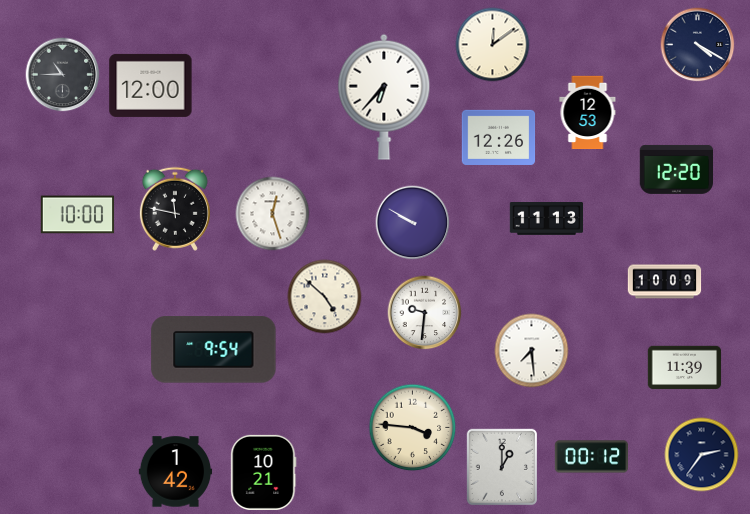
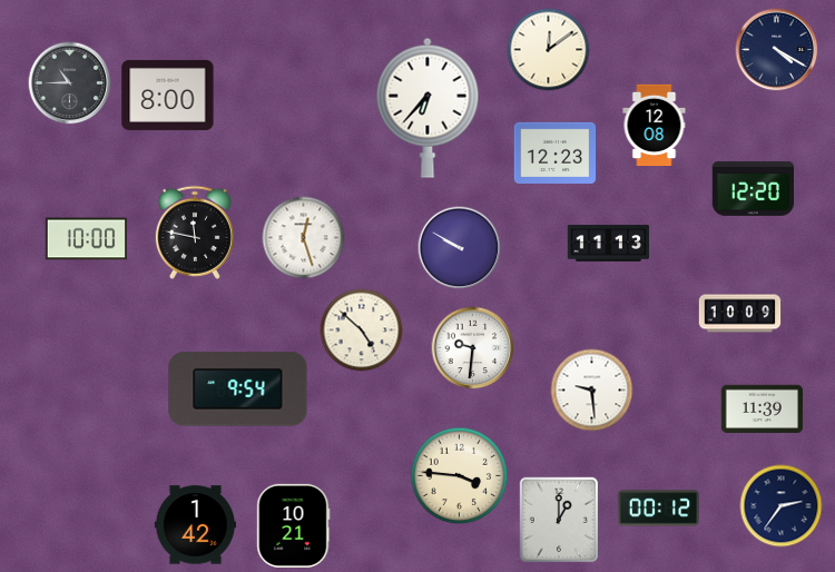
clock at (151, 85): 12:00 -> 8:00
clock at (588, 113): 12:53 -> 12:08
clock at (499, 137): 12:26 -> 12:23
clock at (532, 351): 7:29 -> 9:29
